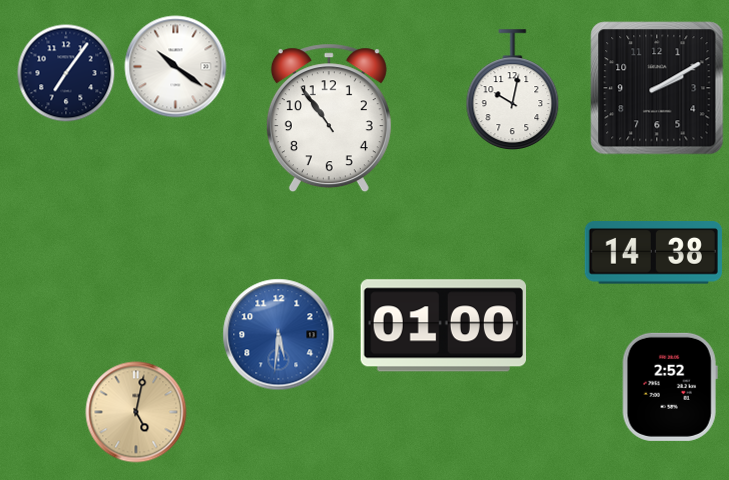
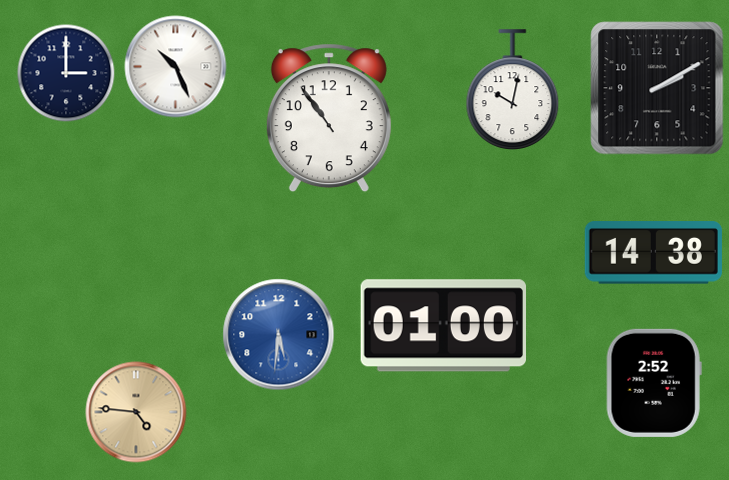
clock at (176, 67): 10:21 -> 10:26
clock at (66, 73): 7:06 -> 3:00
clock at (670, 387) position: (670, 387) -> (654, 383)
clock at (136, 412): 5:02 -> 4:46
